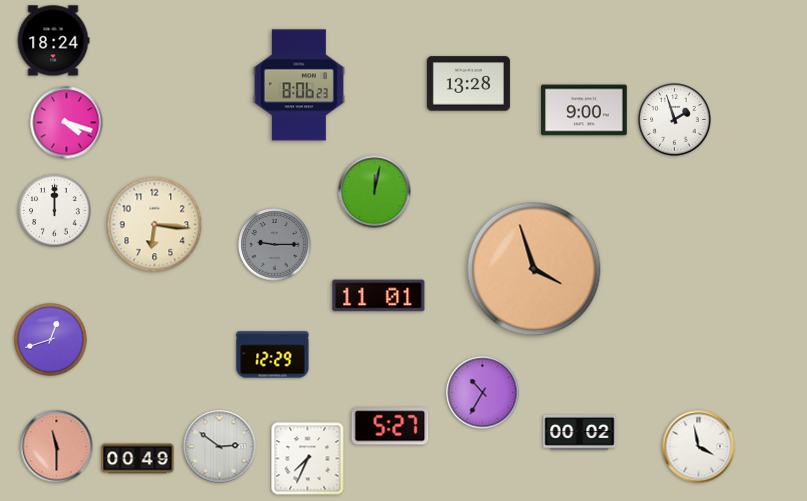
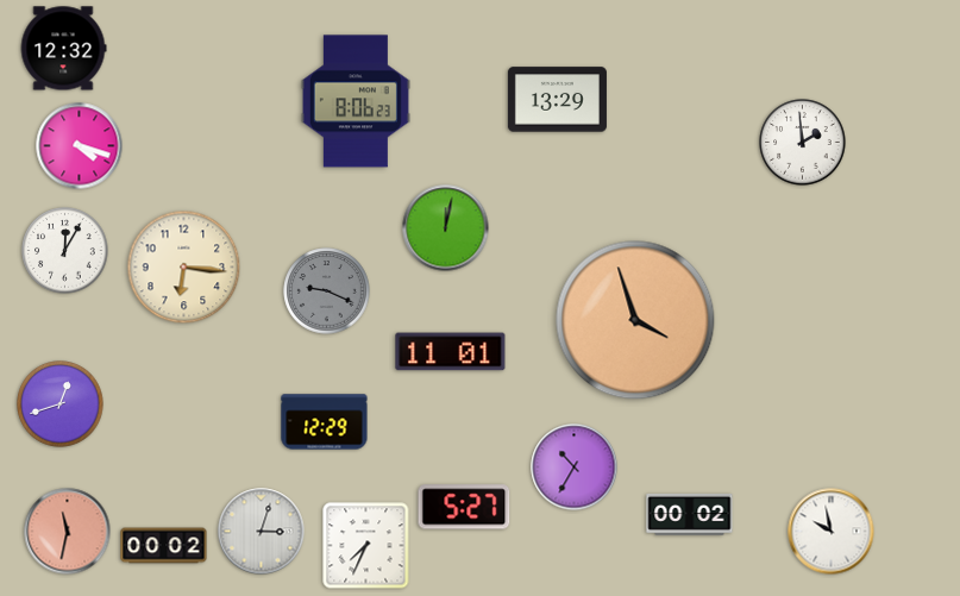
clock at (53, 41): 18:24 -> 12:32
clock at (468, 84): 13:28 -> 13:29
clock at (584, 110): 9:00 -> none
clock at (675, 120): 1:57 -> 1:59
clock at (55, 211): 12:00 -> 12:05
clock at (275, 245): 9:15 -> 9:19
clock at (57, 447): 11:30 -> 11:32
clock at (220, 447): 2:51 -> 3:03
clock at (699, 447): 3:58 -> 9:58
clock at (138, 459): 00:49 -> 00:02
